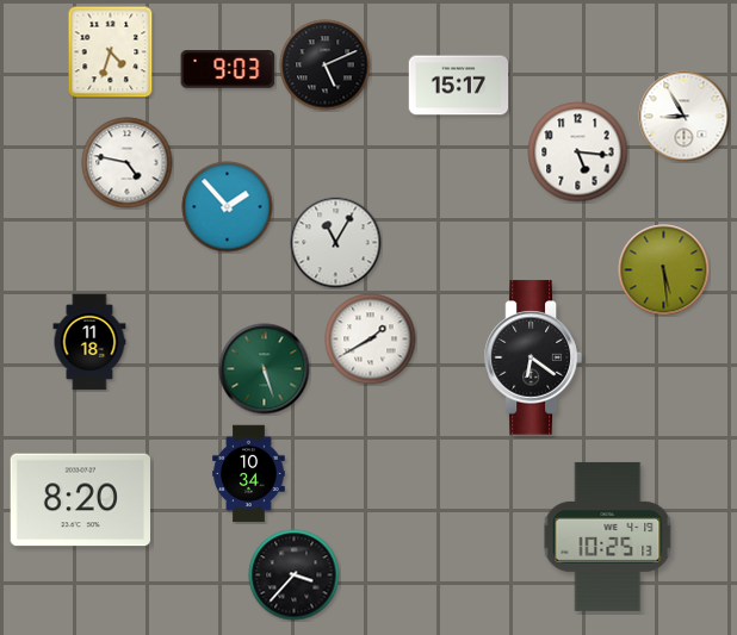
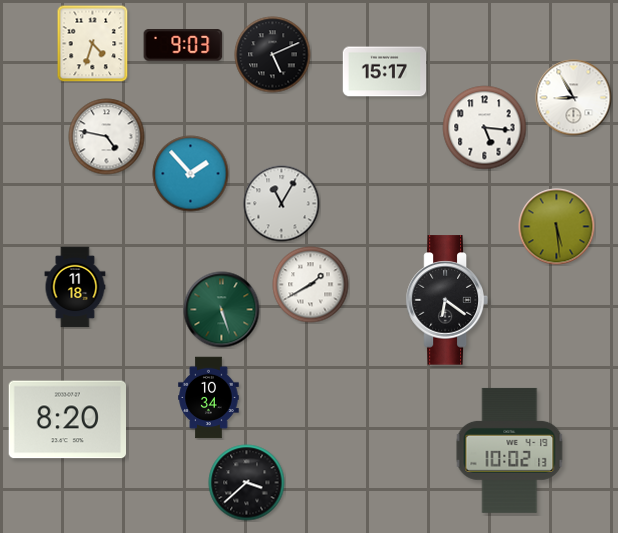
clock at (228, 69) position: (228, 69) -> (183, 45)
clock at (608, 536): 10:25 -> 10:02
clock at (295, 575): 3:37 -> 3:38
